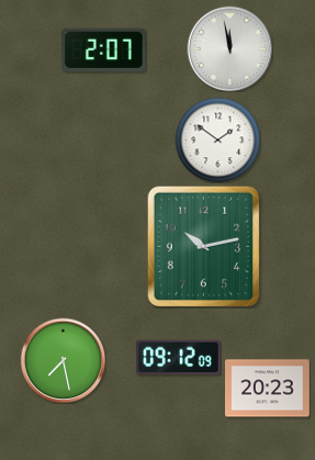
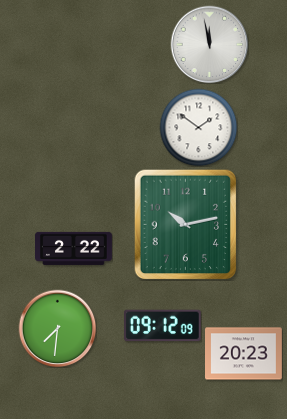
clock at (103, 51): 2:07 -> none
clock at (74, 248): none -> 2:22
clock at (63, 360): 7:28 -> 7:31
